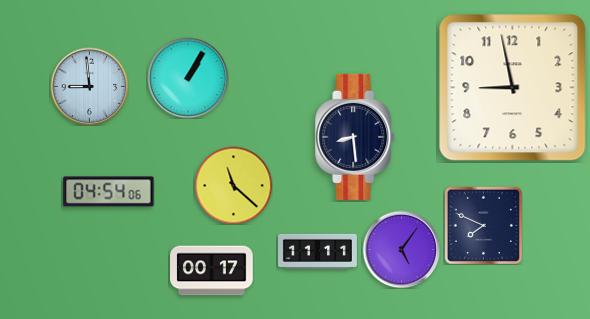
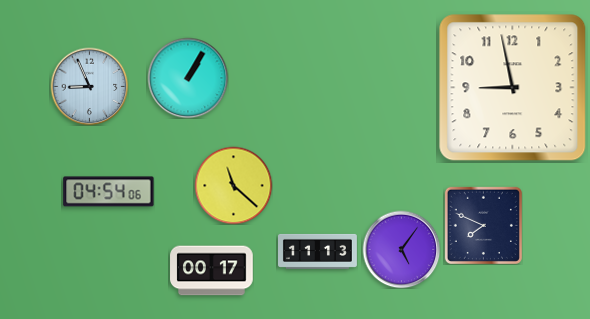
clock at (89, 86): 8:59 -> 8:56
clock at (356, 137): 8:29 -> none
clock at (318, 251): 11:11 -> 11:13
